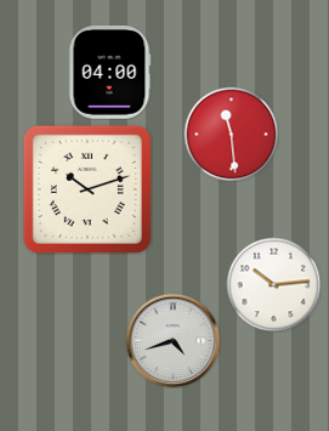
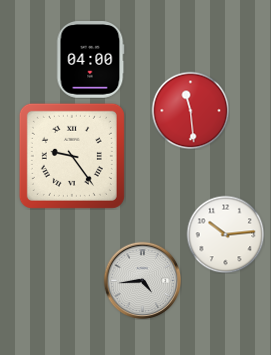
clock at (87, 189): 10:12 -> 9:24
clock at (172, 340): 4:42 -> 4:44
